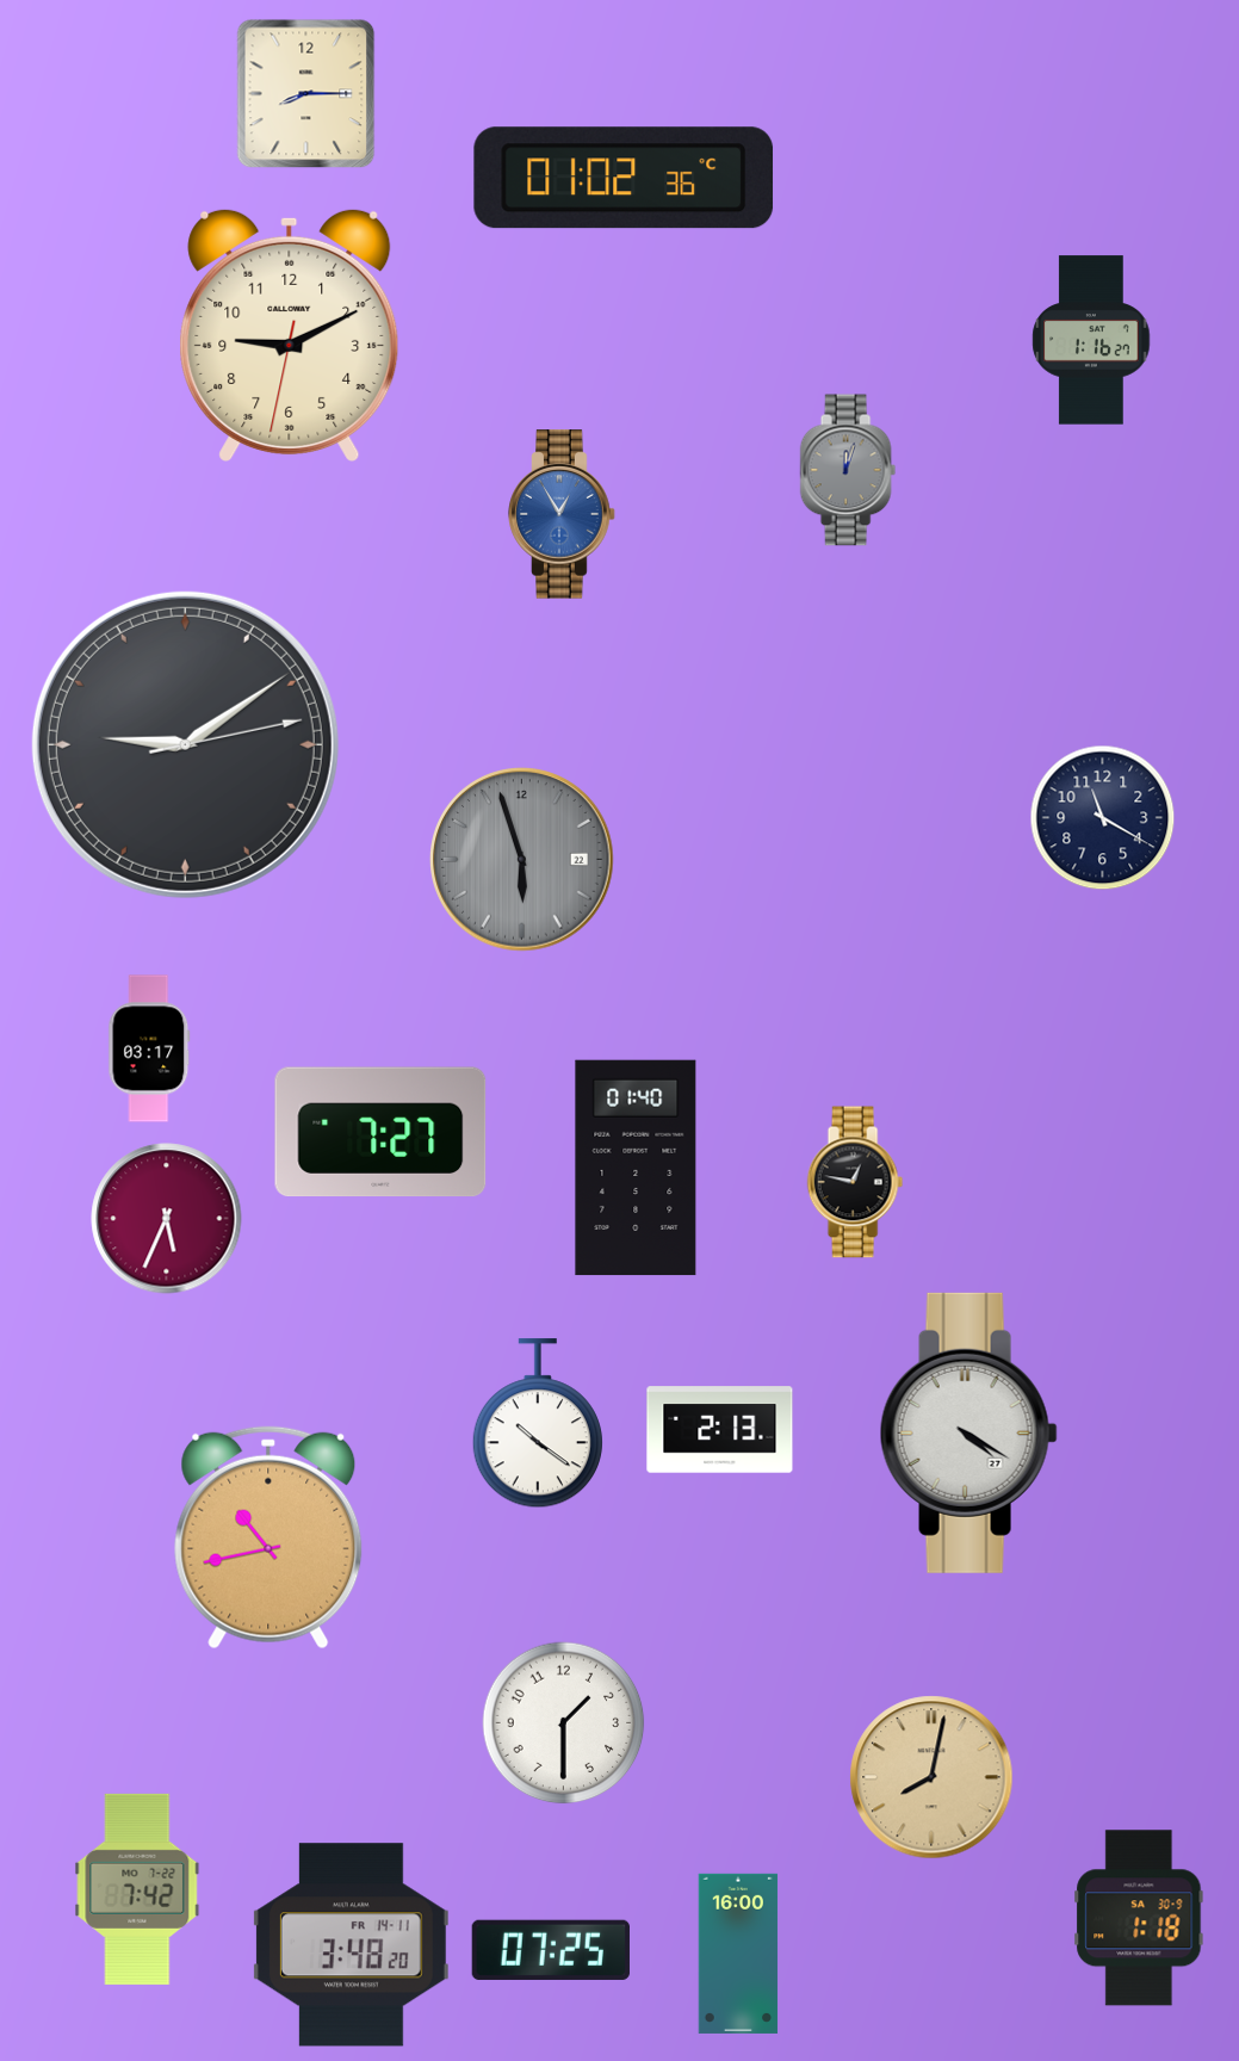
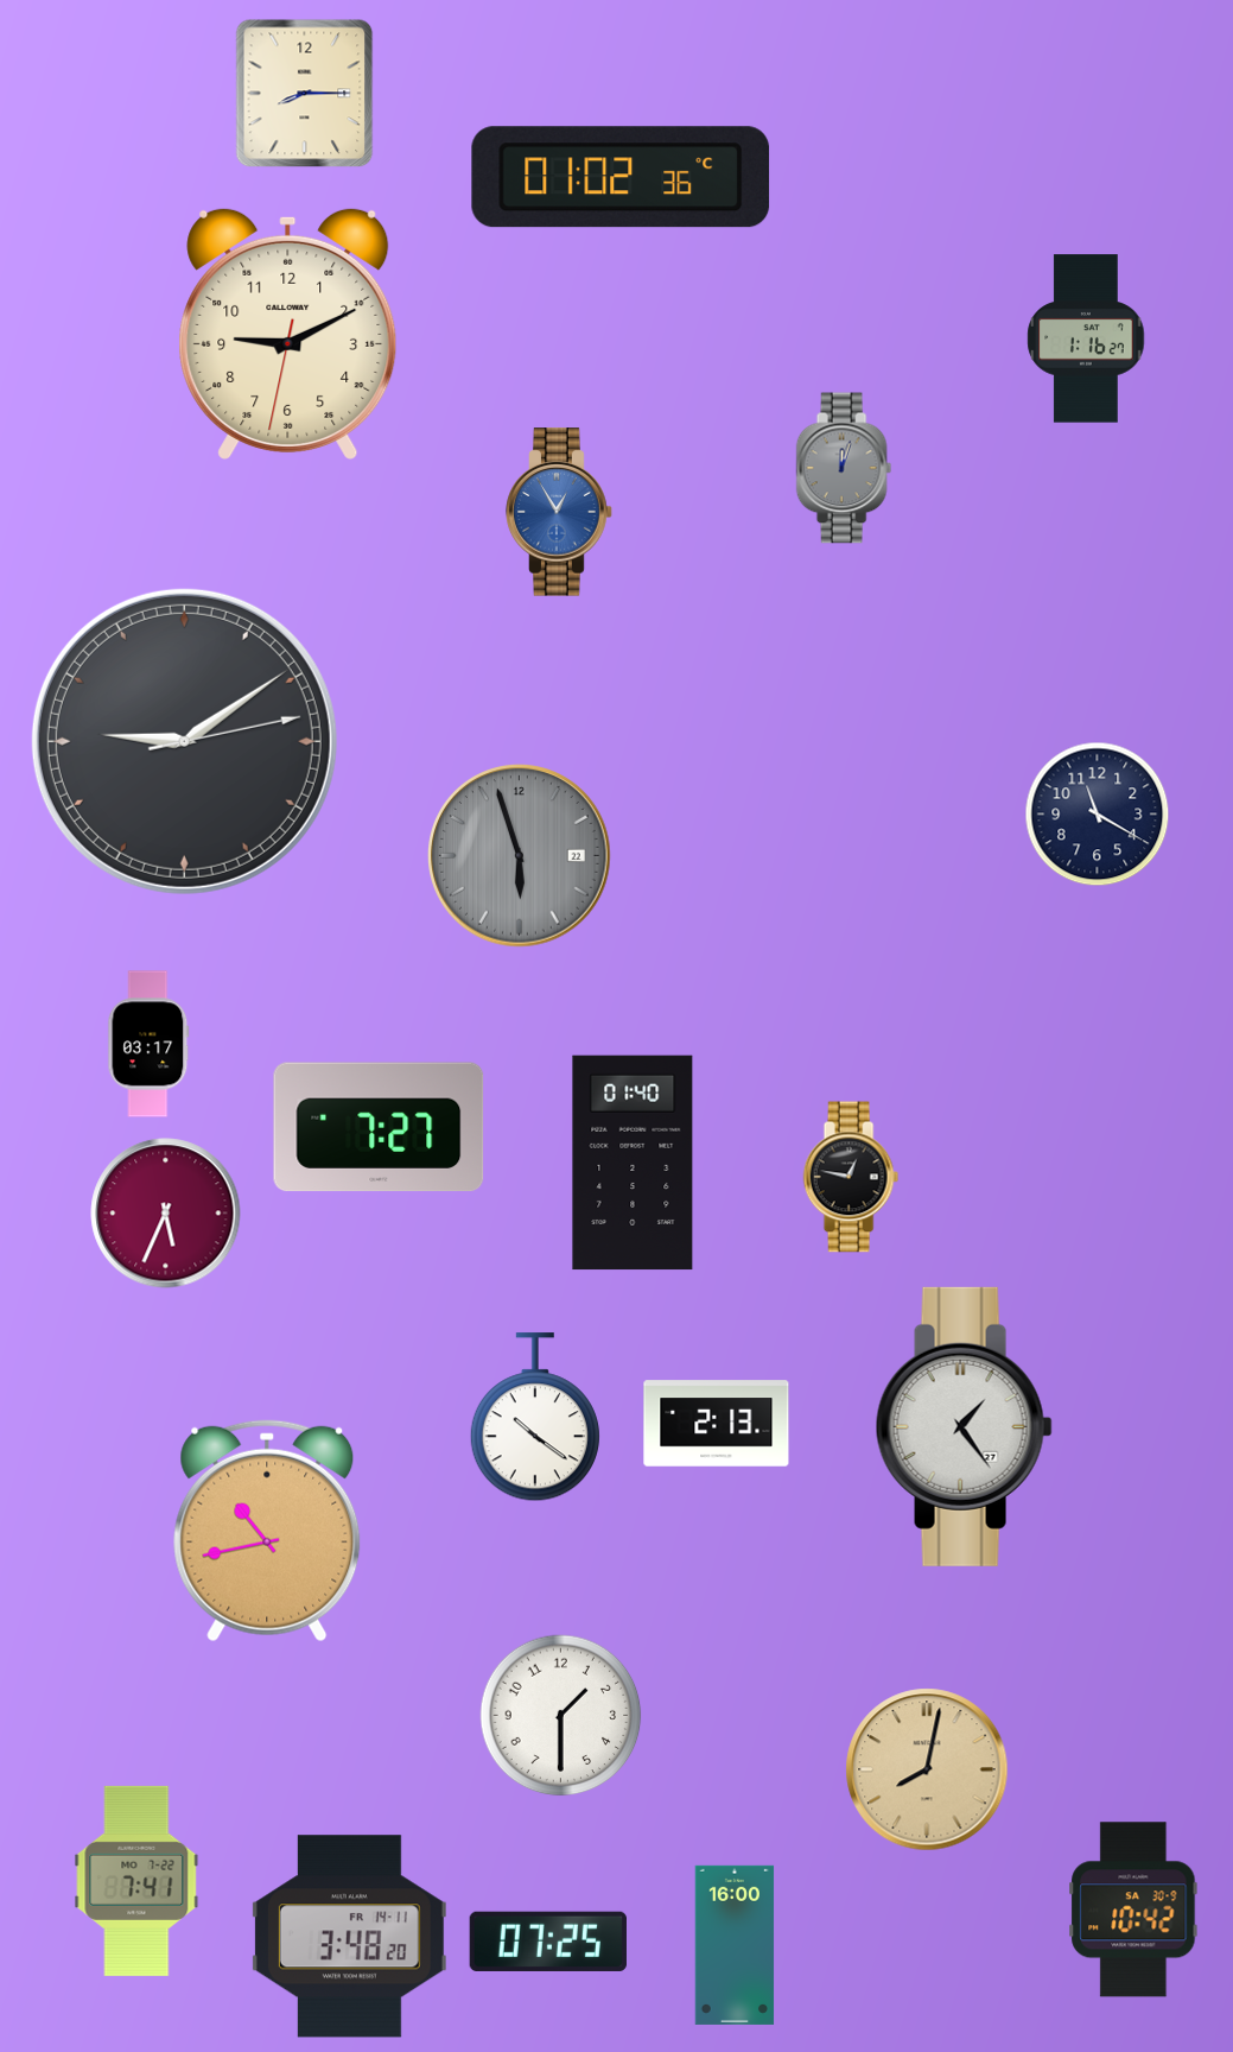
clock at (968, 1432): 4:20 -> 1:24
clock at (137, 1889): 7:42 -> 7:41
clock at (1139, 1918): 1:18 -> 10:42
